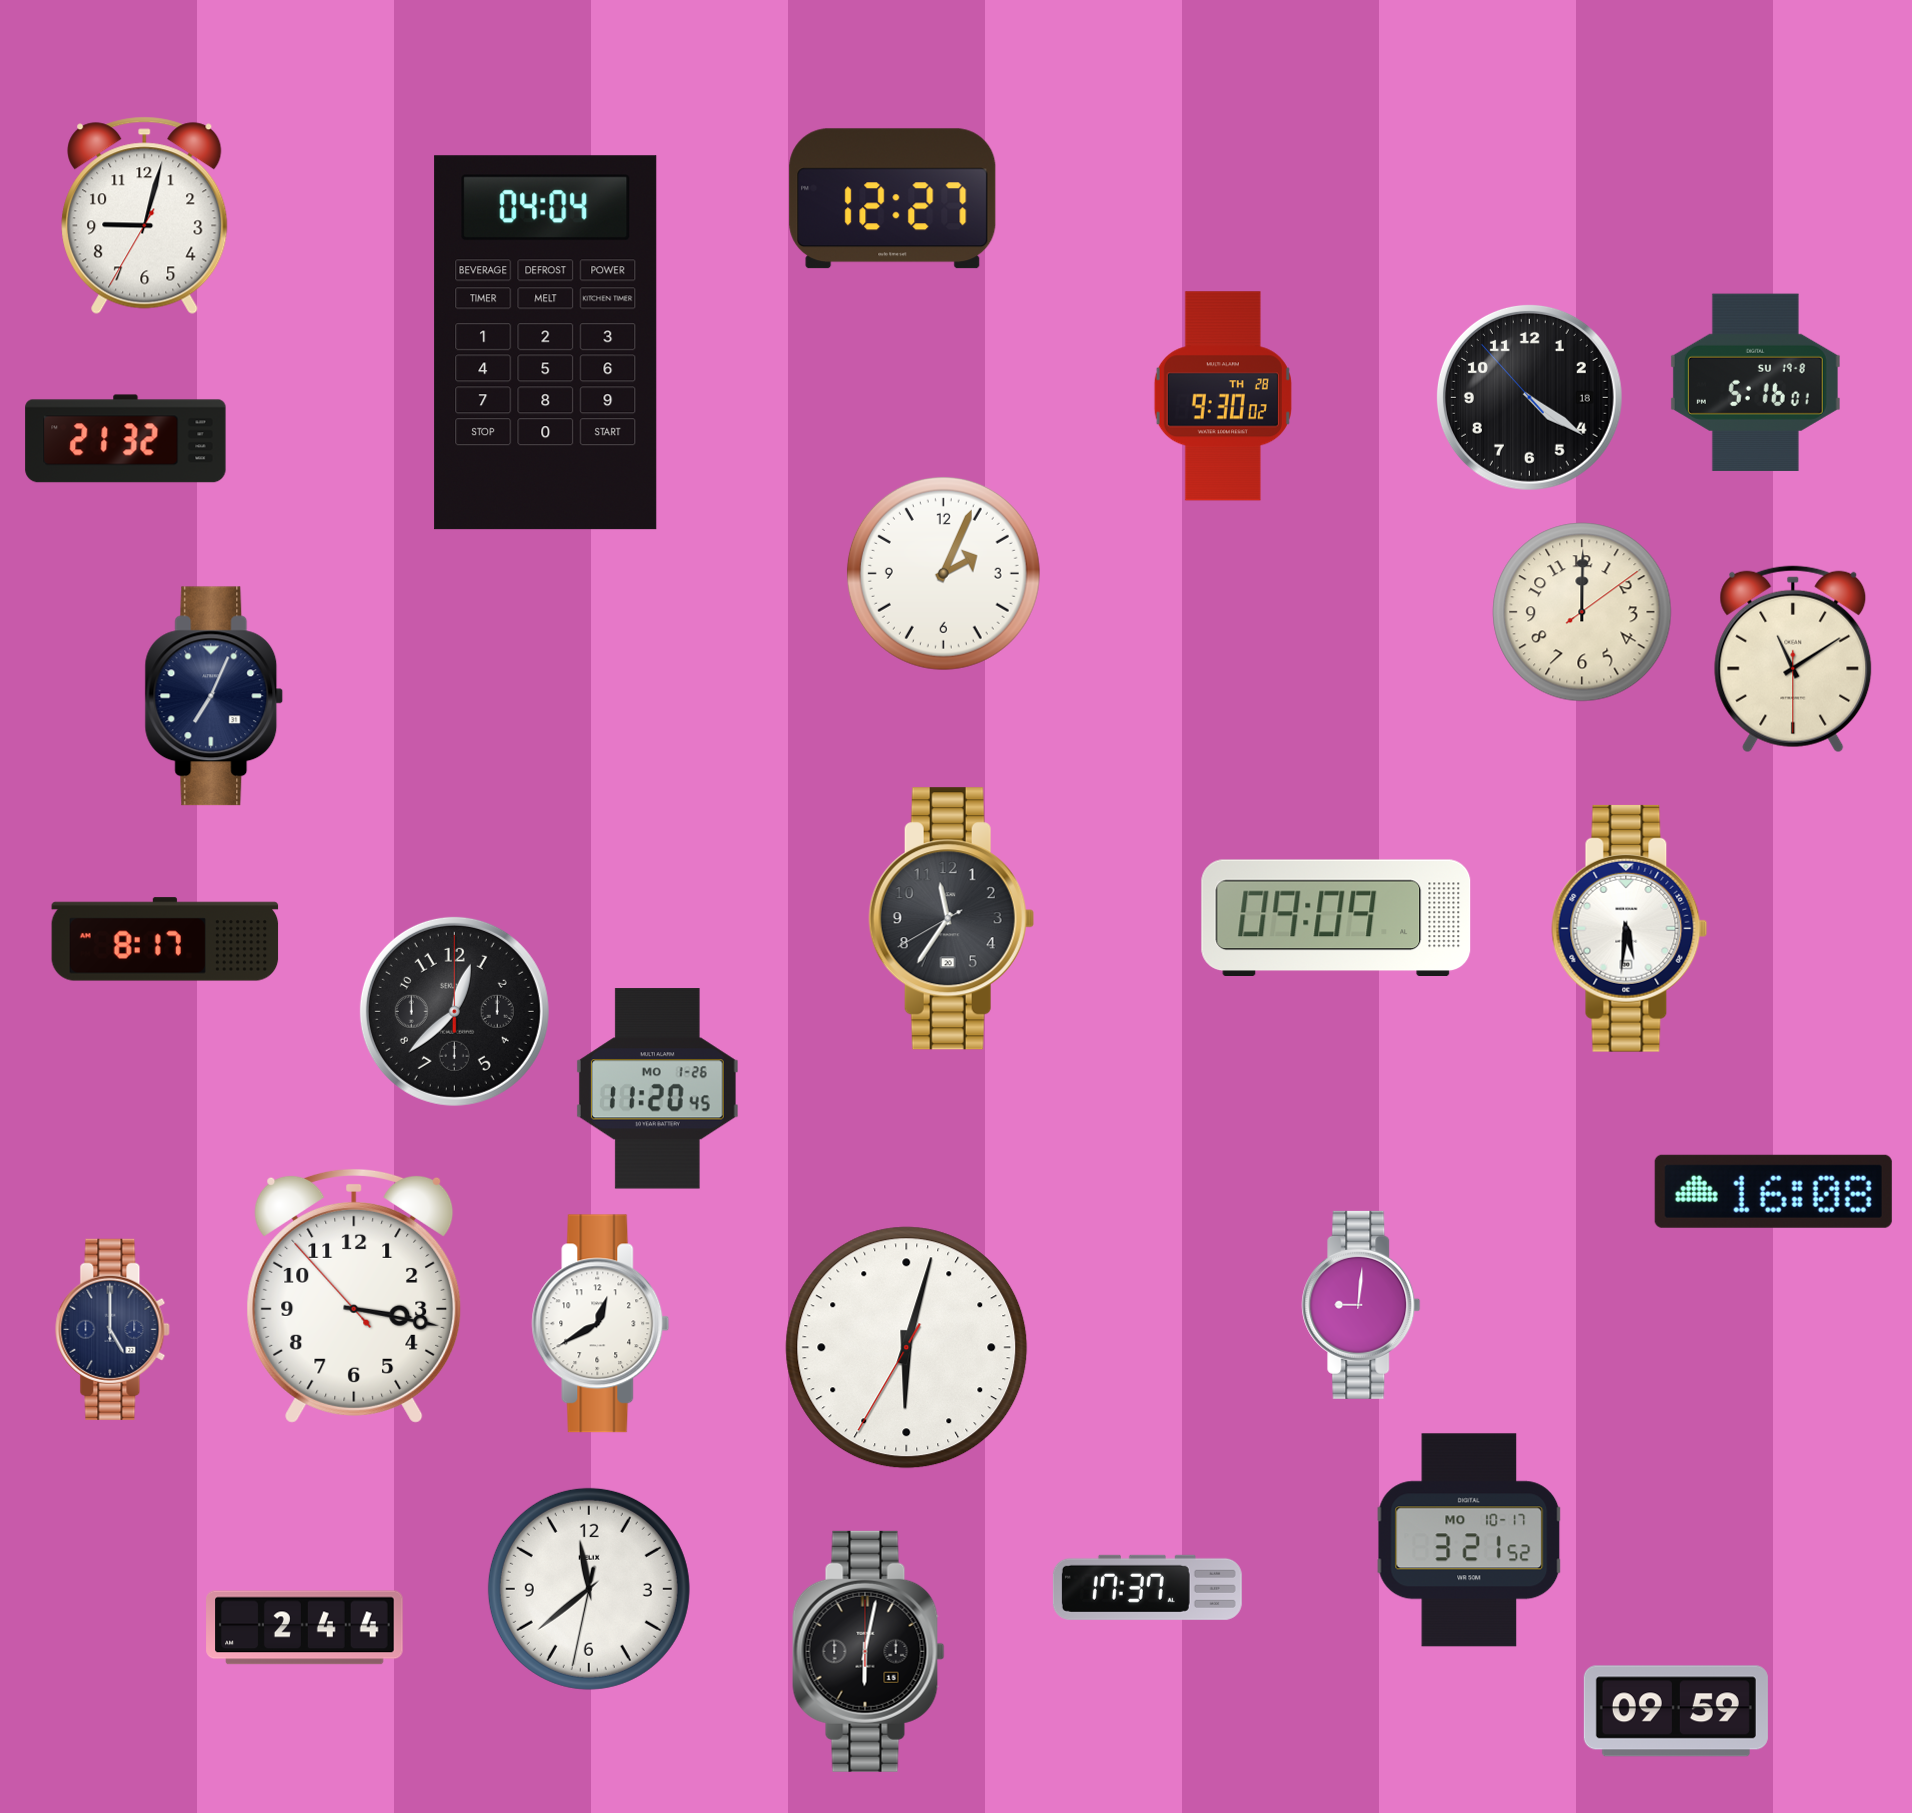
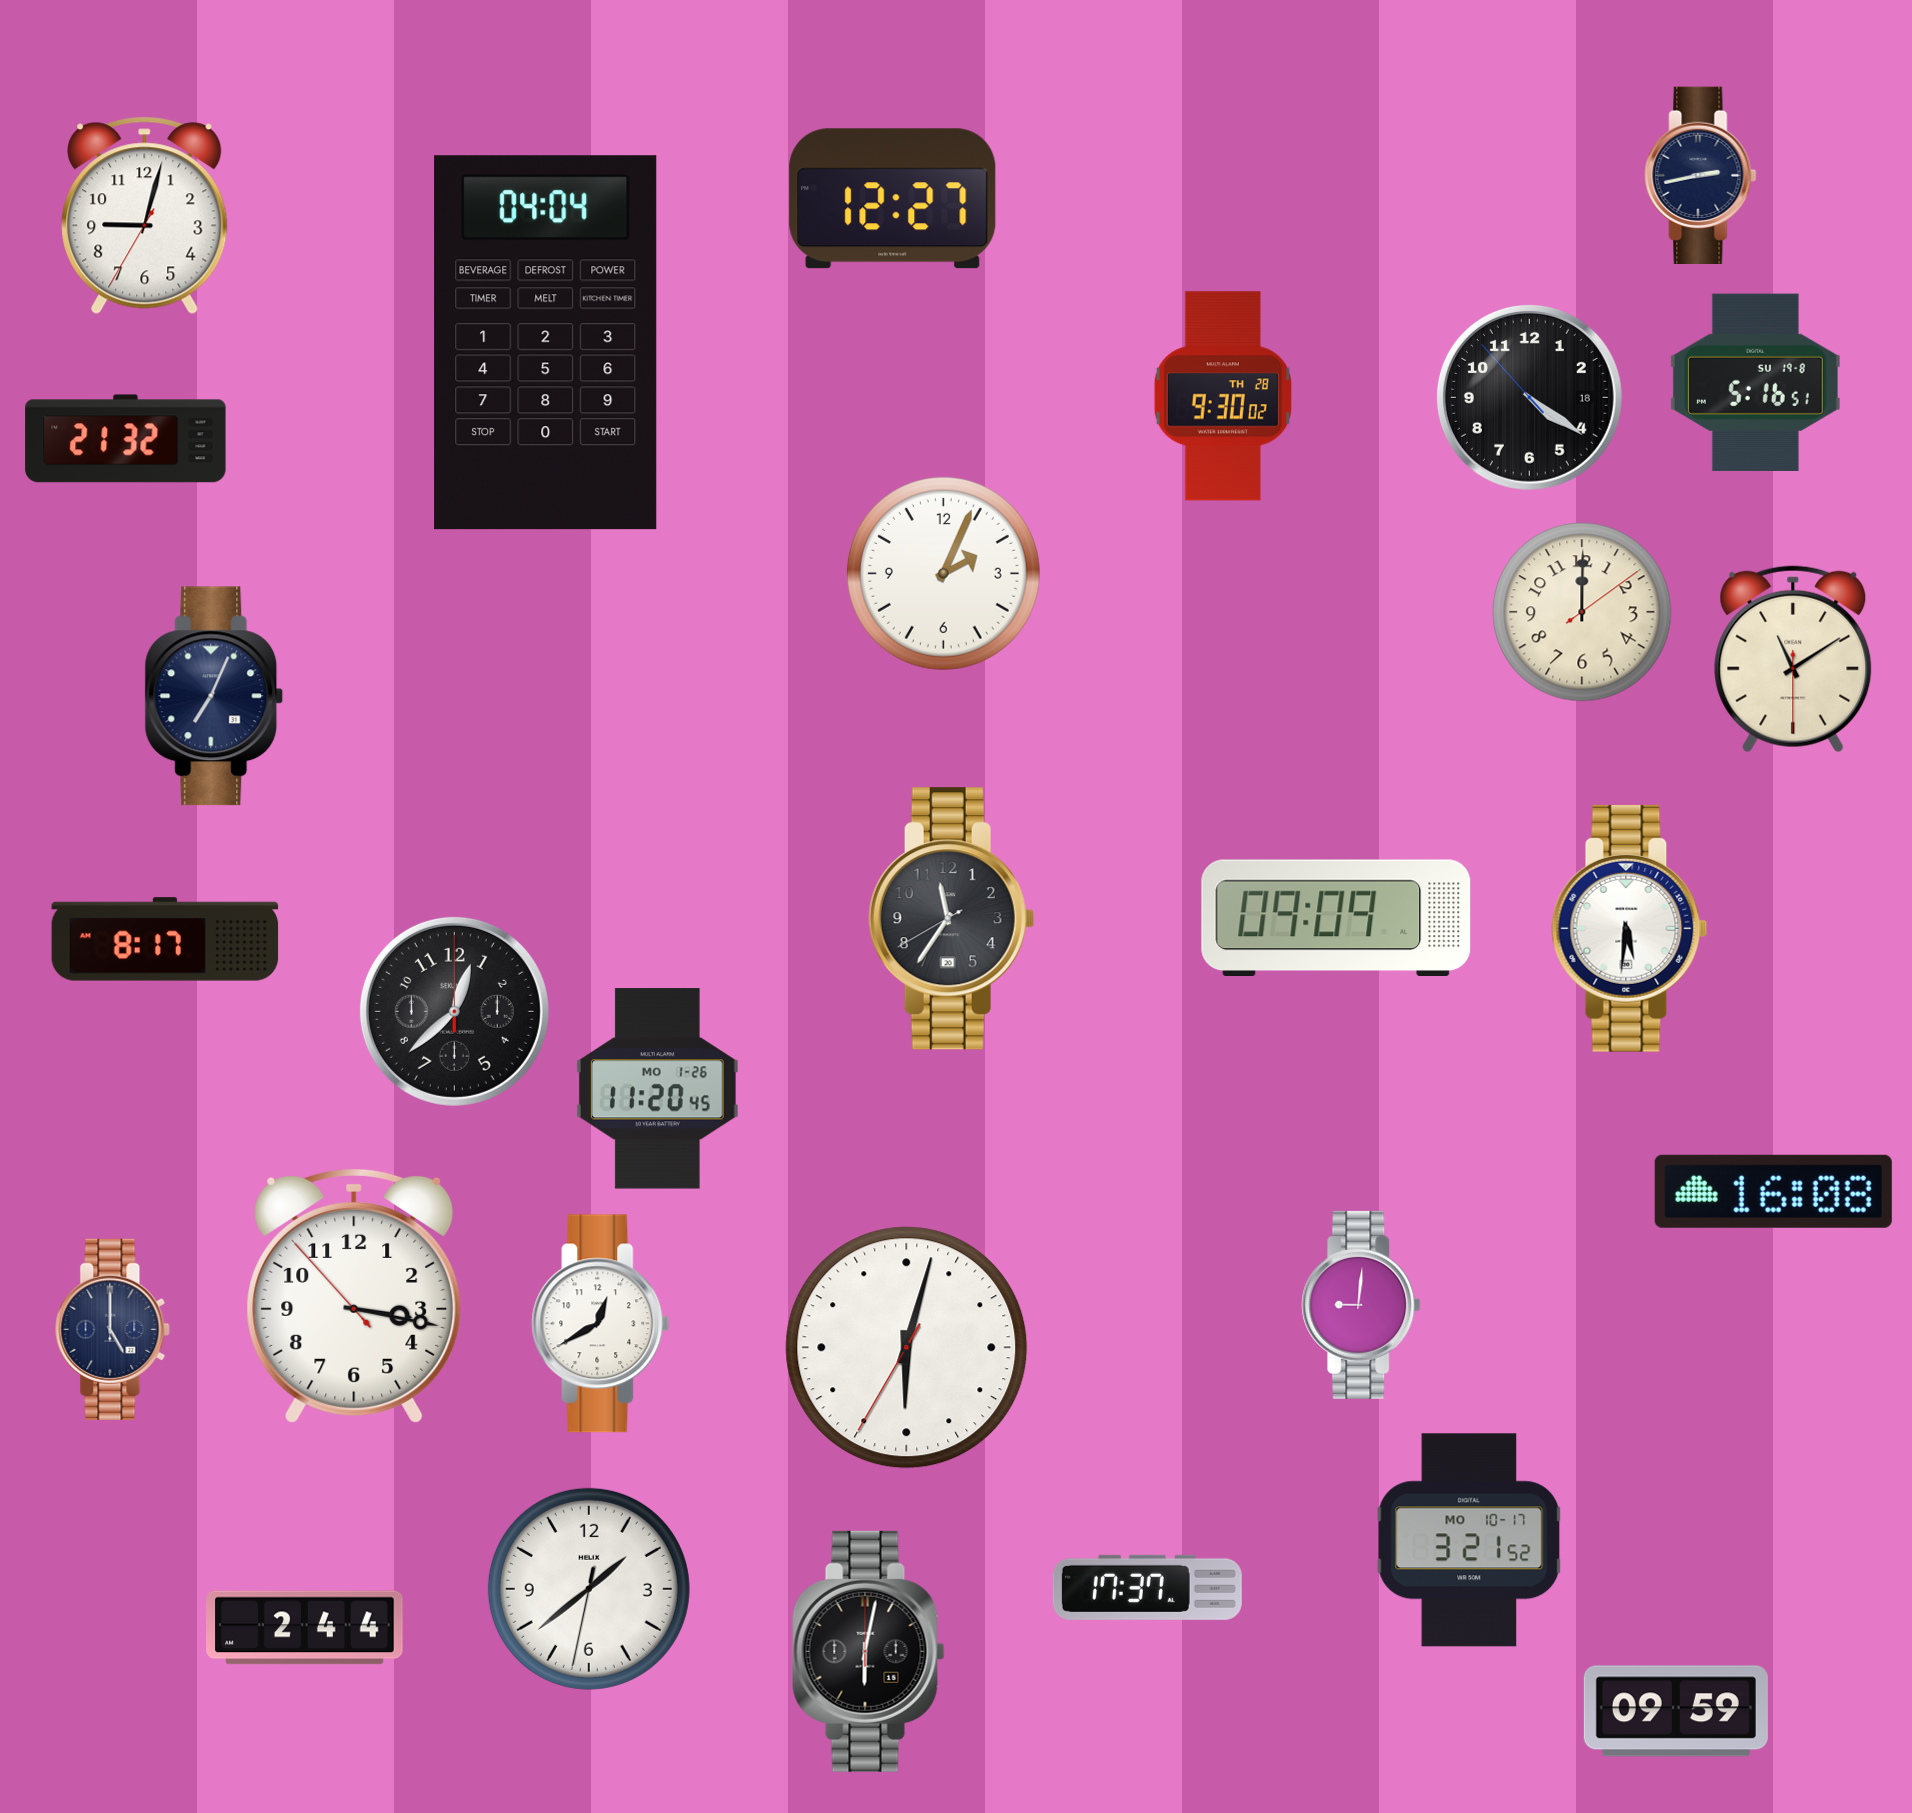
clock at (1701, 175): none -> 2:43
clock at (1755, 382): 5:16:01 -> 5:16:51
clock at (589, 1589): 11:38 -> 1:38
